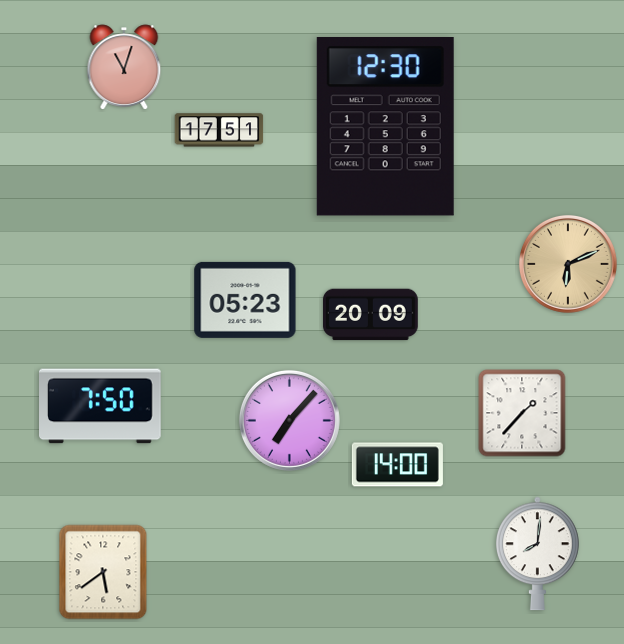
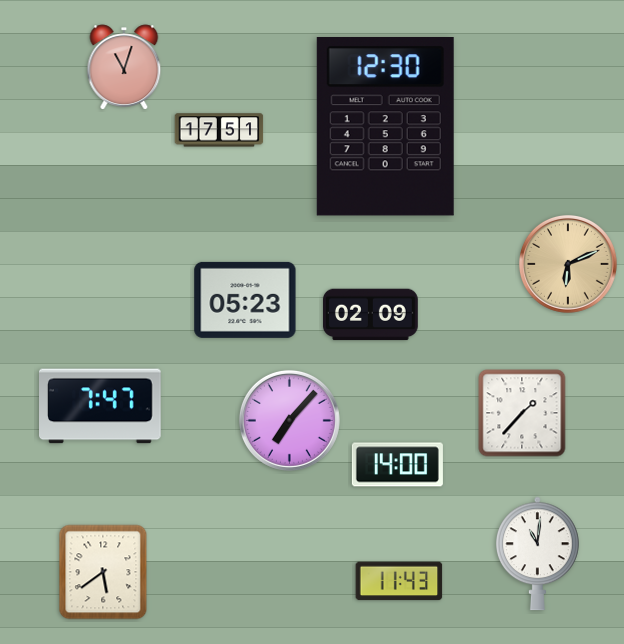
clock at (371, 315): 20:09 -> 02:09
clock at (101, 406): 7:50 -> 7:47
clock at (538, 554): 8:01 -> 11:01
clock at (399, 581): none -> 11:43
